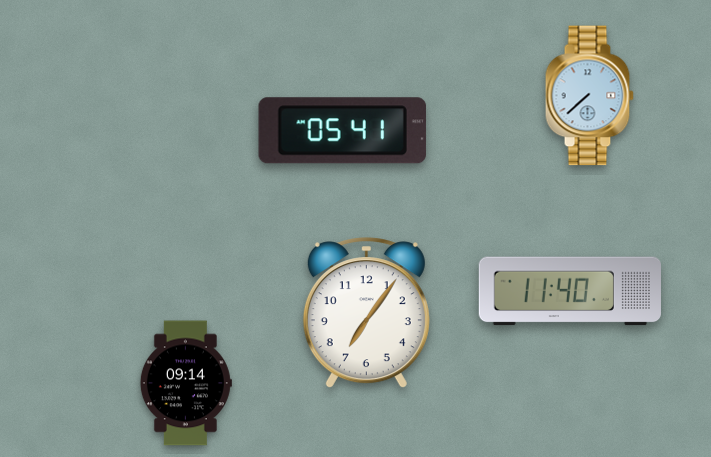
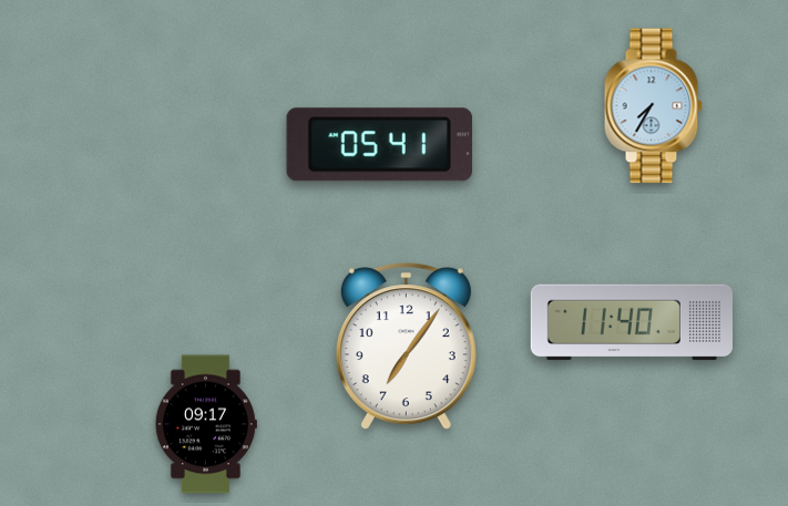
clock at (589, 96): 7:38 -> 7:35
clock at (186, 383): 09:14 -> 09:17
